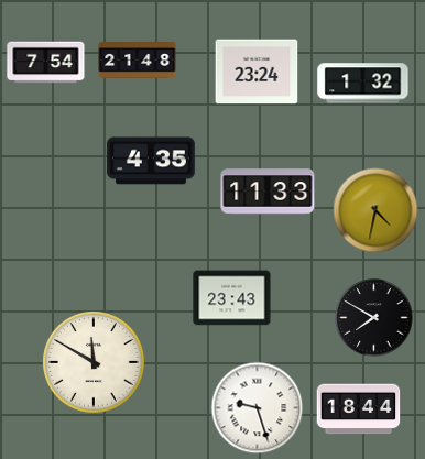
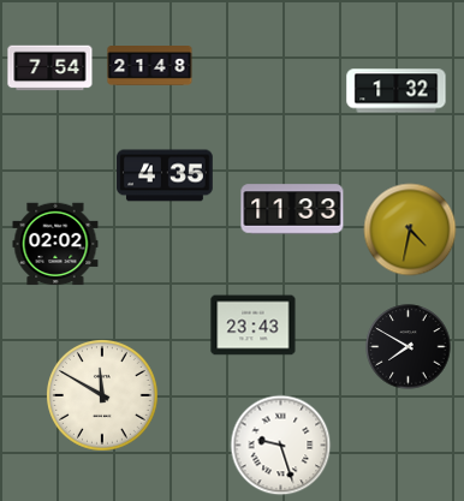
clock at (257, 72): 23:24 -> none
clock at (55, 244): none -> 02:02
clock at (359, 409): 18:44 -> none
